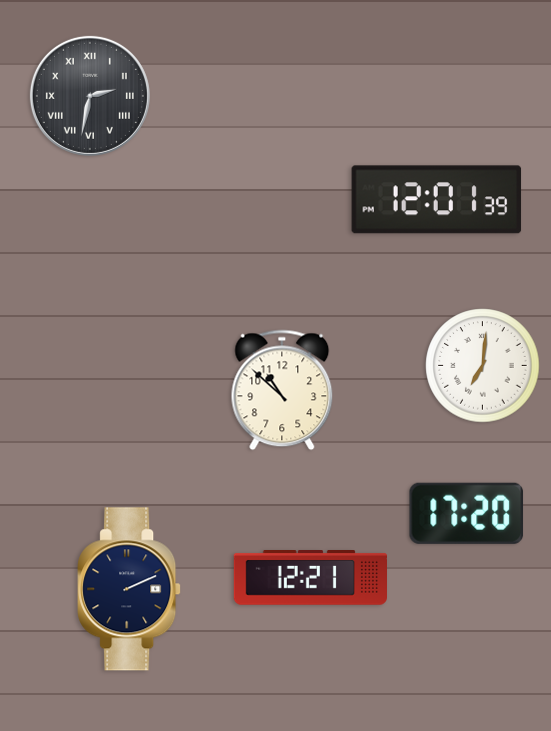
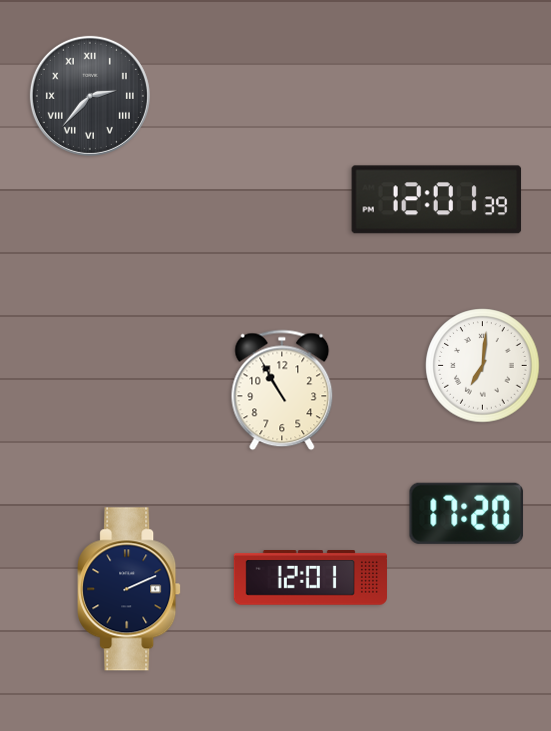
clock at (90, 96): 2:32 -> 2:37
clock at (282, 390): 10:52 -> 10:55
clock at (310, 578): 12:21 -> 12:01
